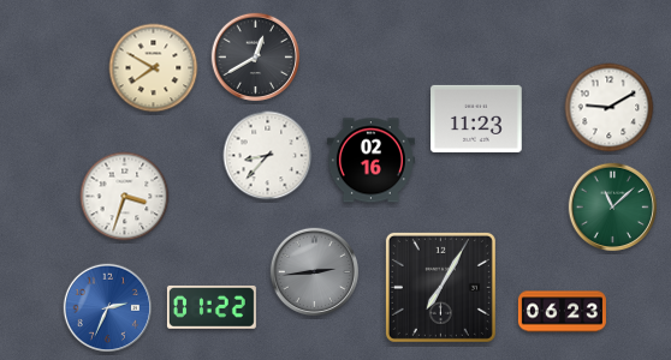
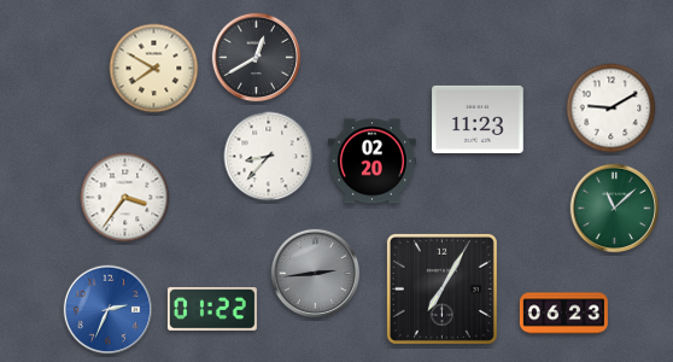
clock at (370, 161): 02:16 -> 02:20
clock at (125, 197): 3:33 -> 3:36
